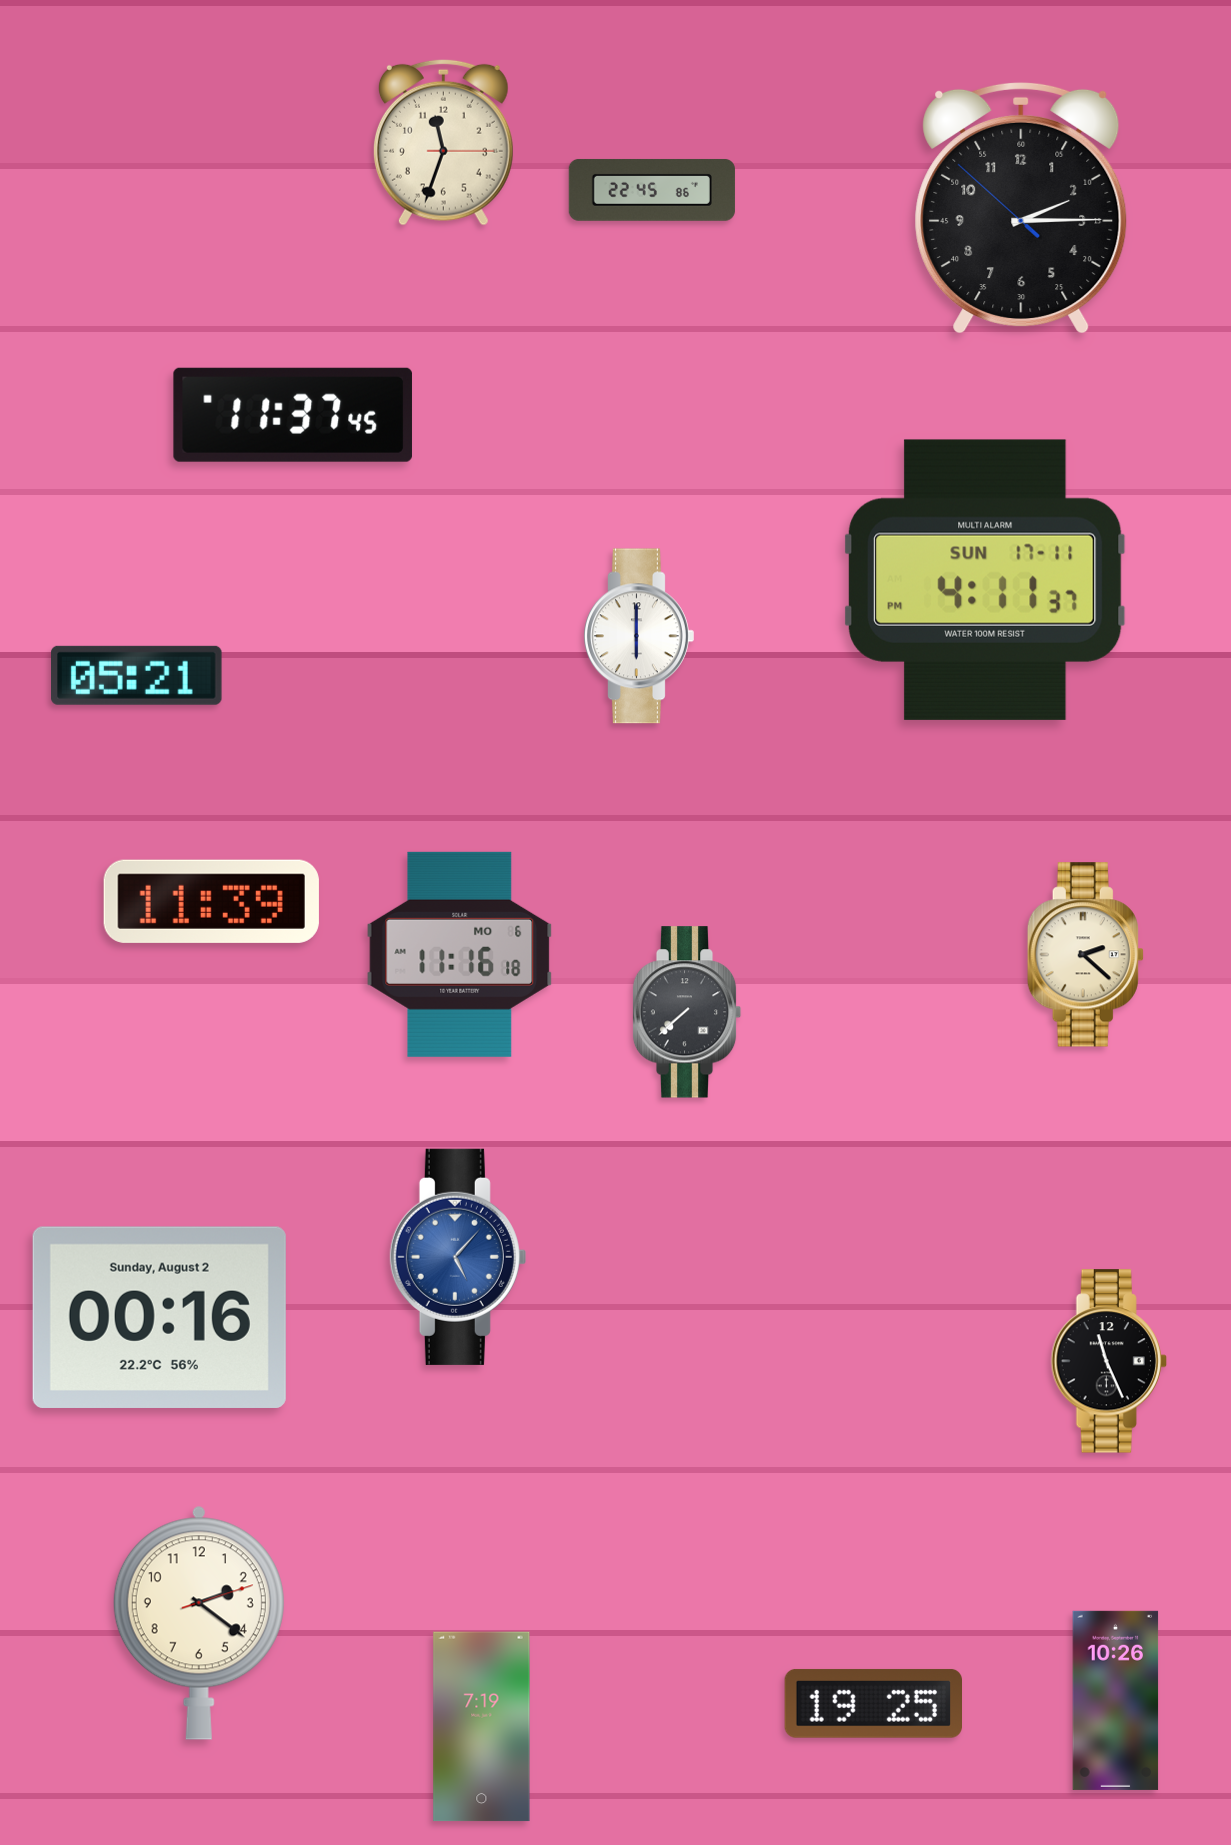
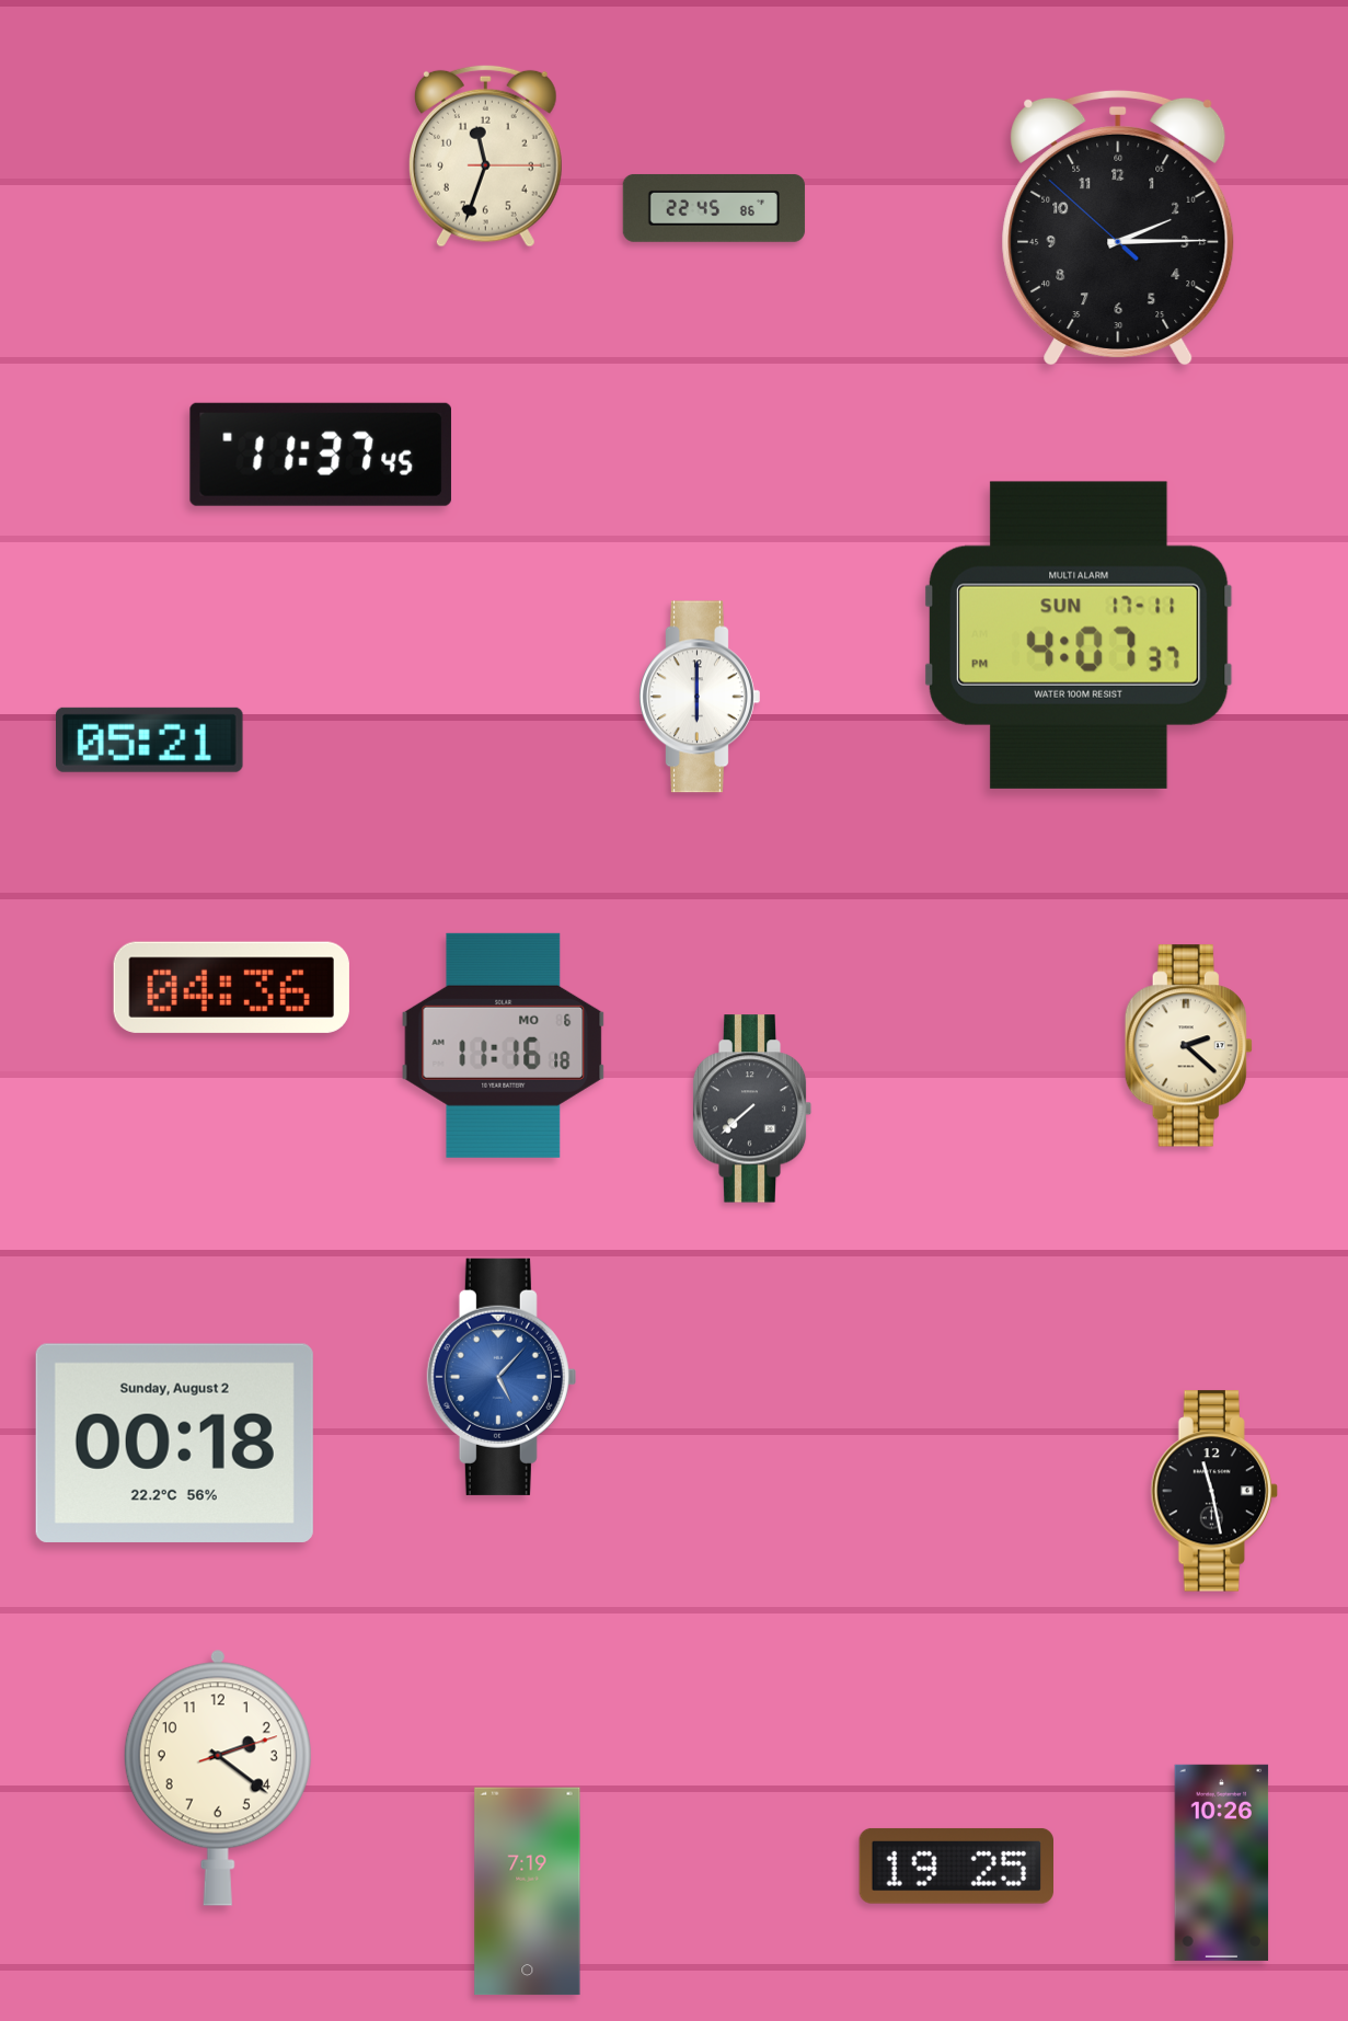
clock at (985, 580): 4:11 -> 4:07
clock at (211, 901): 11:39 -> 04:36
clock at (159, 1317): 00:16 -> 00:18
clock at (1109, 1361): 11:26 -> 11:28
